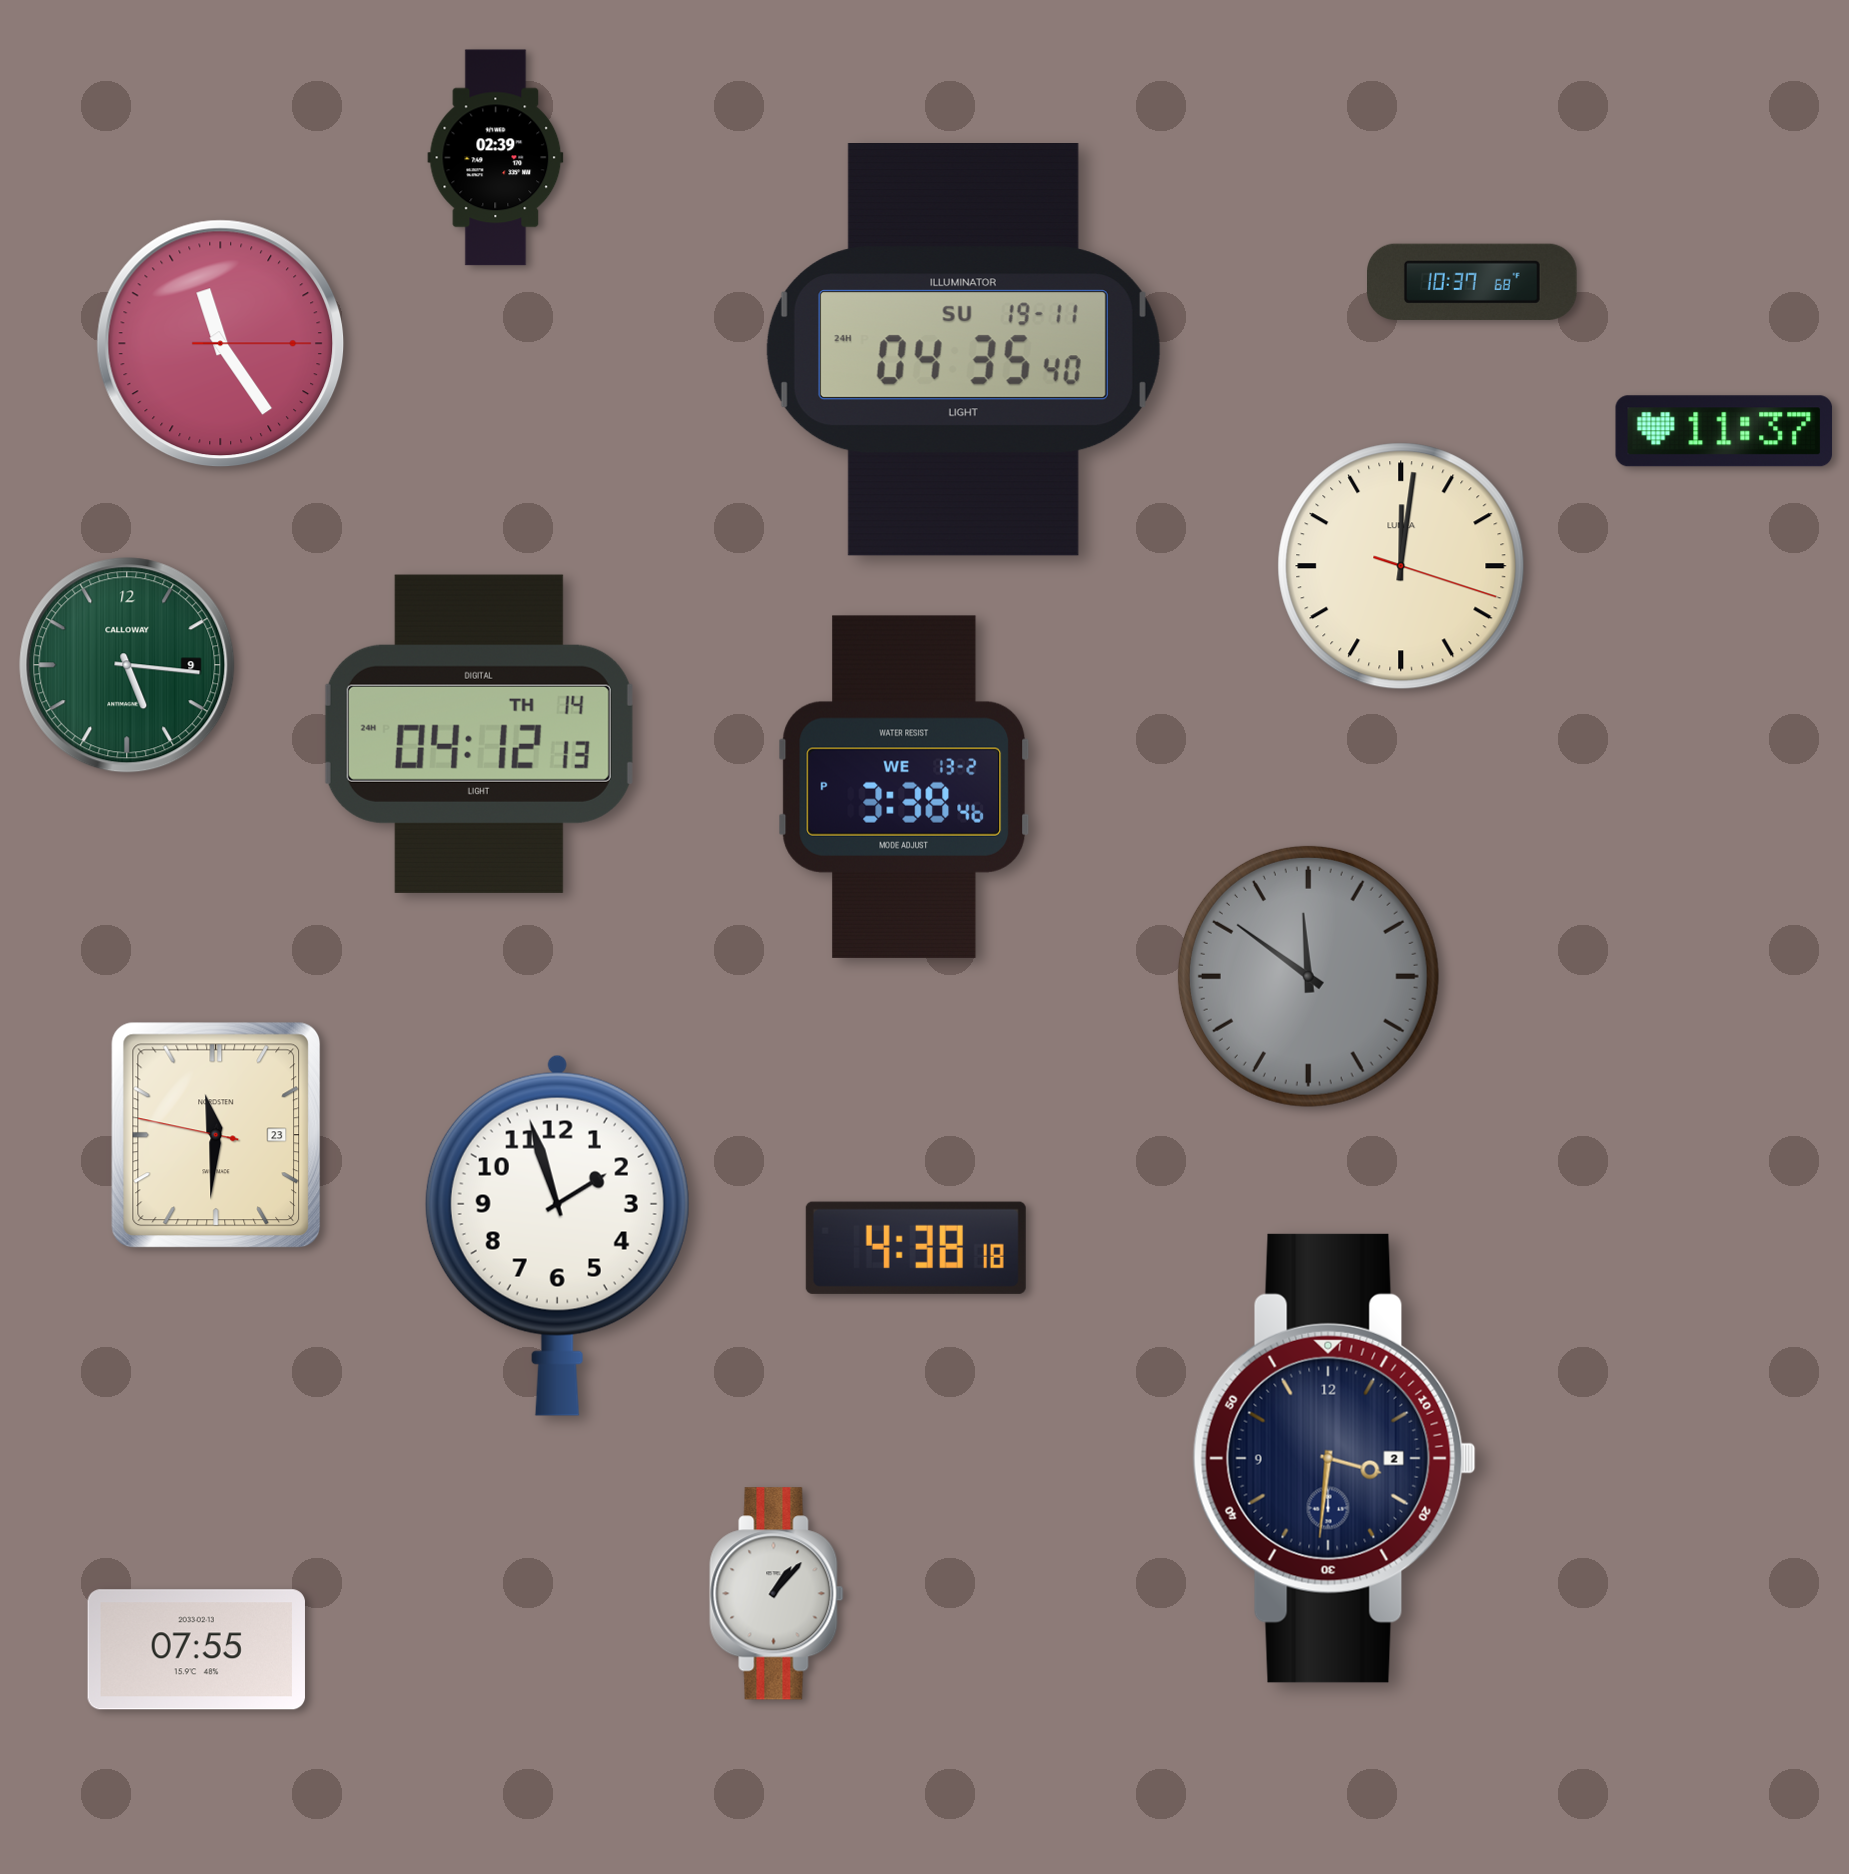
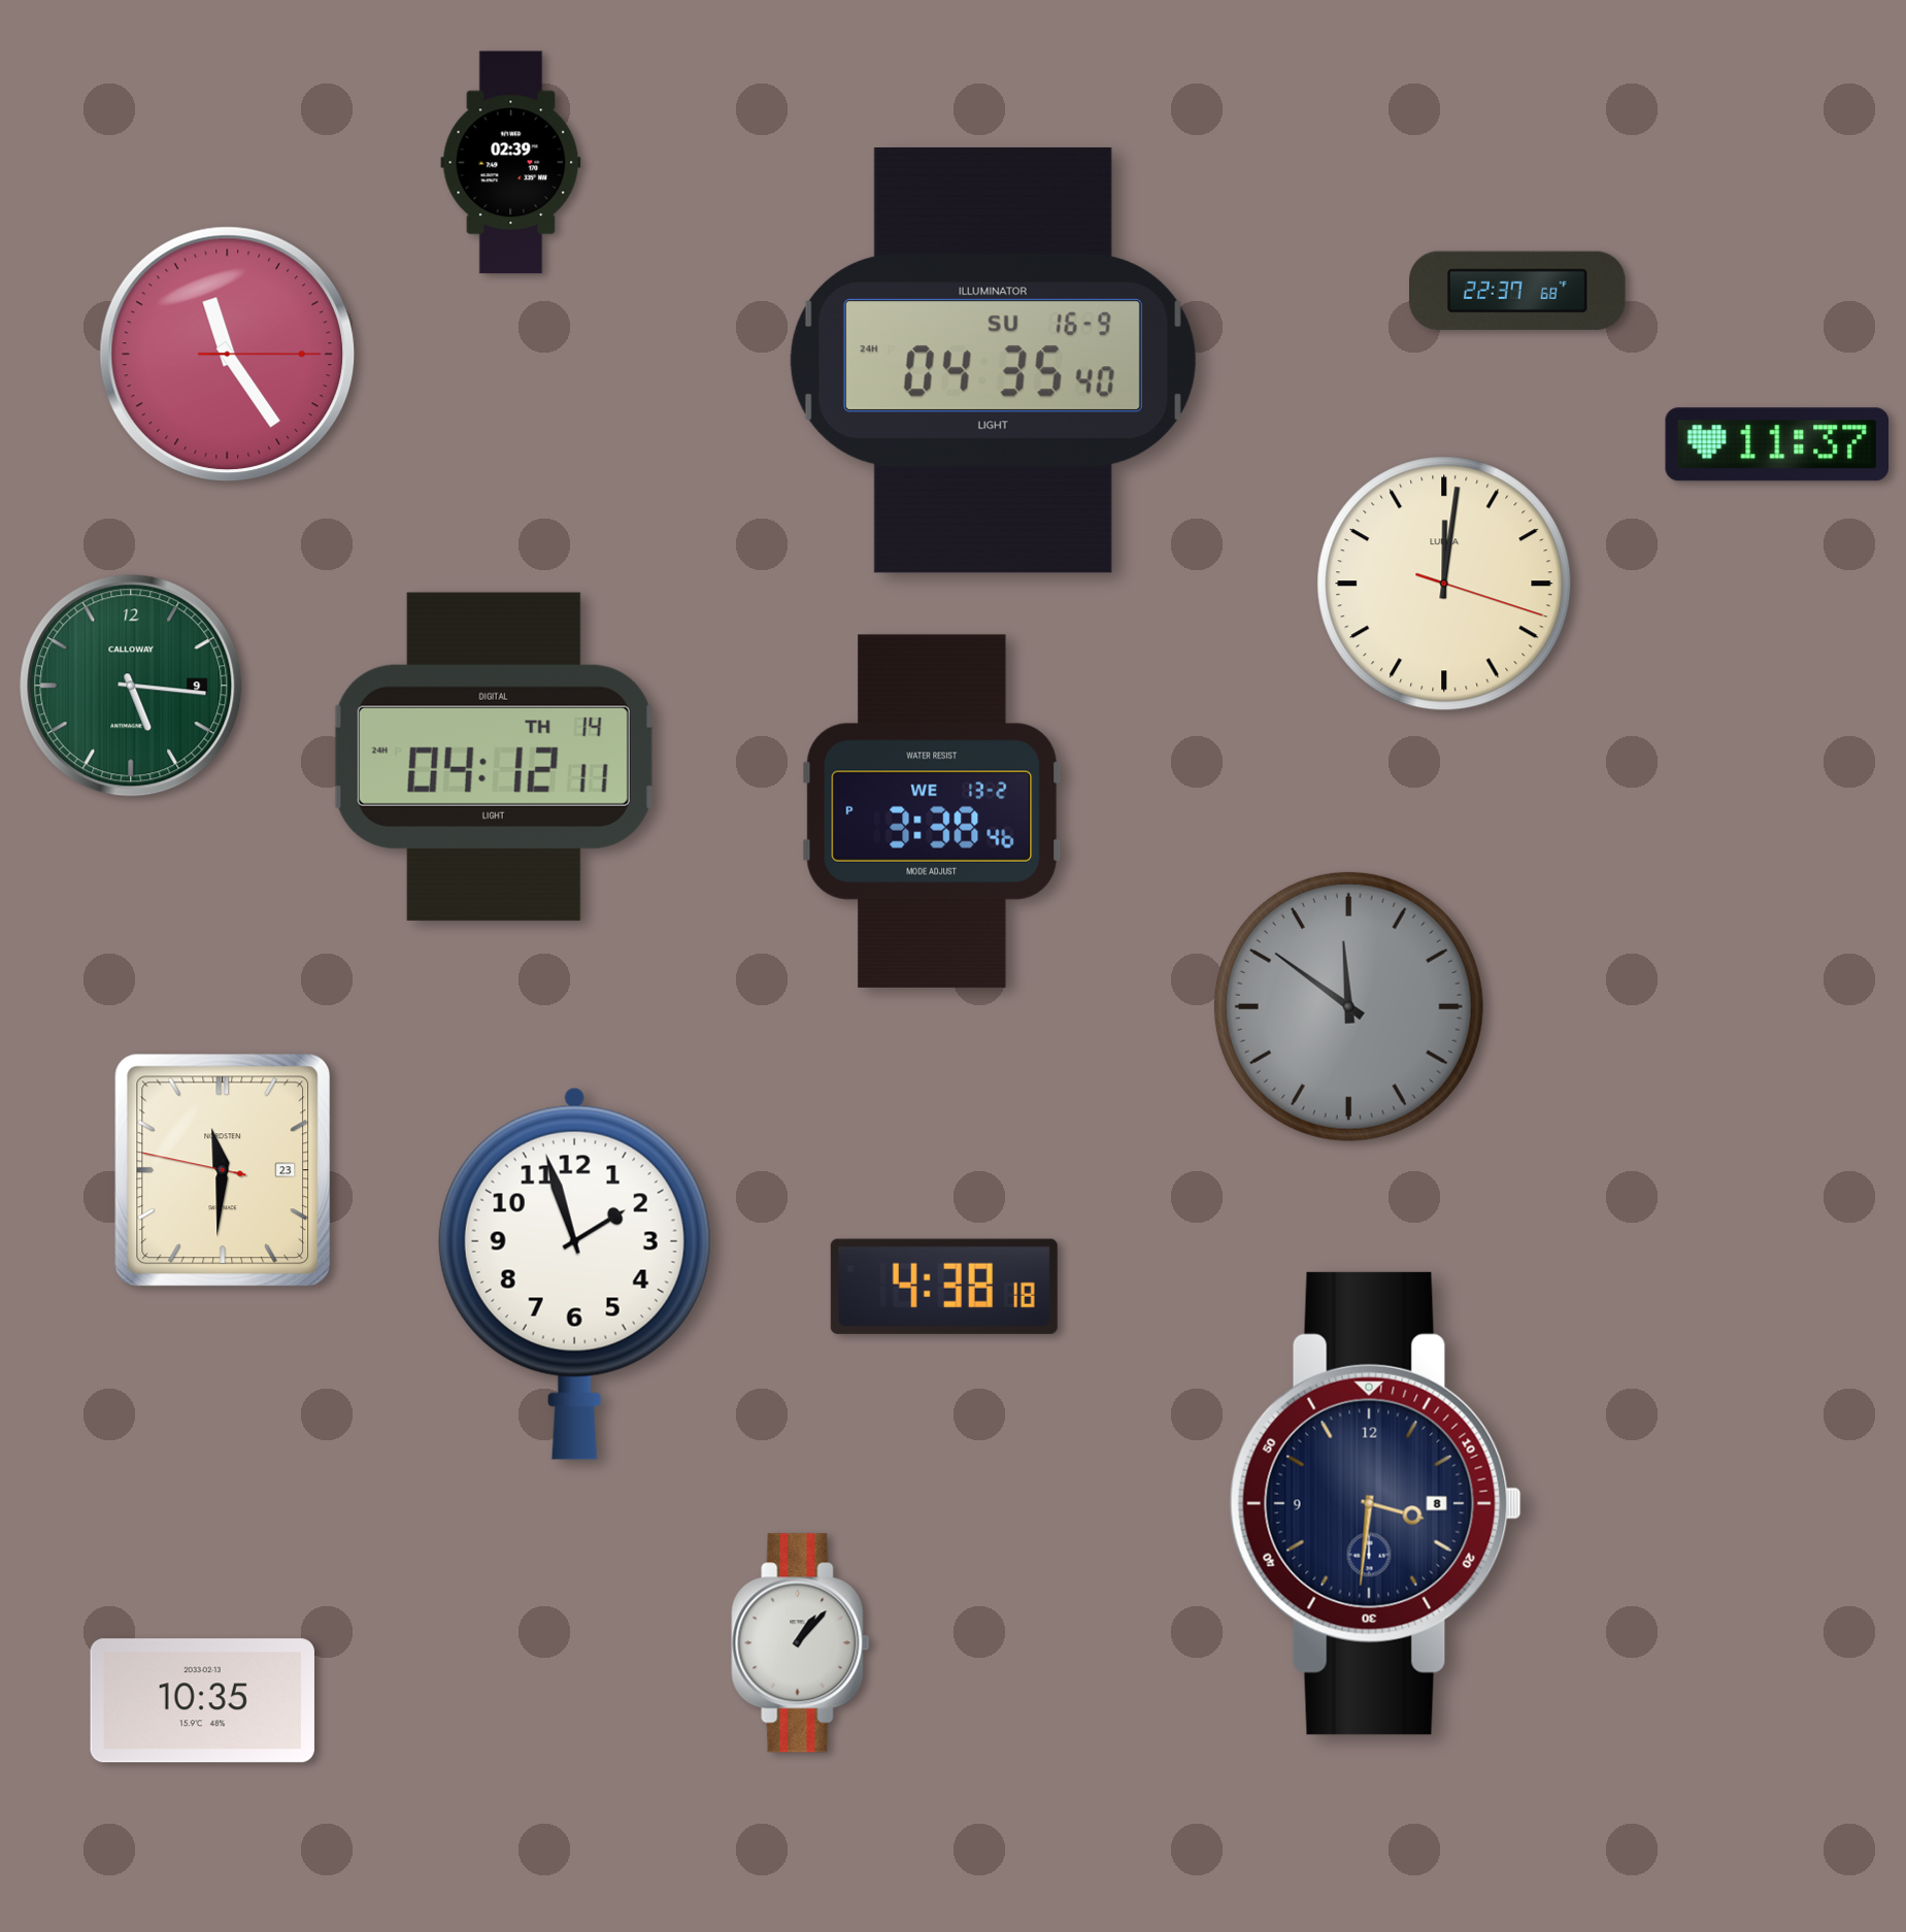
clock at (1473, 282): 10:37 -> 22:37
clock at (963, 350) date: SU 19-11 -> SU 16-9
clock at (479, 734): 04:12:13 -> 04:12:11
clock at (1334, 1458) date: 2 -> 8
clock at (196, 1650): 07:55 -> 10:35
